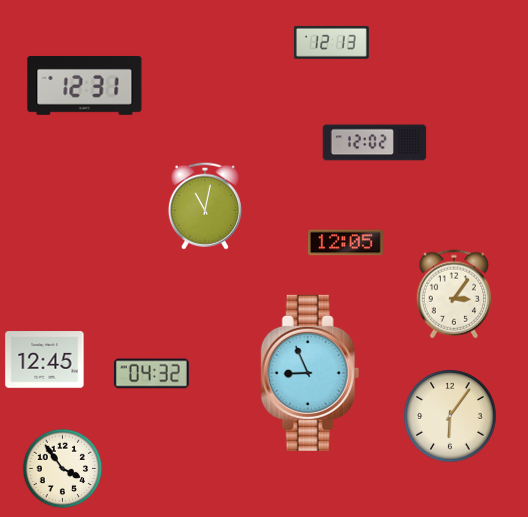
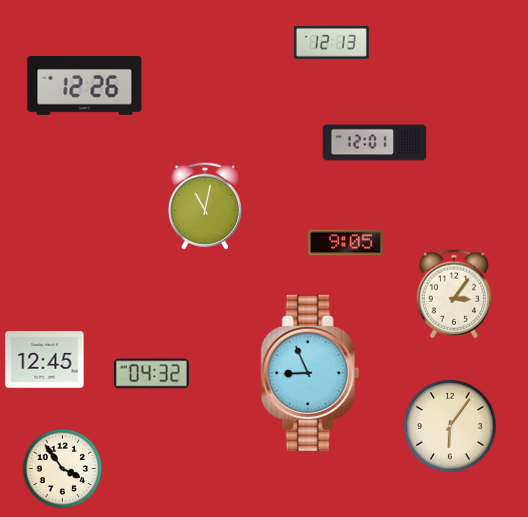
clock at (85, 85): 12:31 -> 12:26
clock at (375, 143): 12:02 -> 12:01
clock at (345, 243): 12:05 -> 9:05
clock at (450, 416) position: (450, 416) -> (450, 426)
